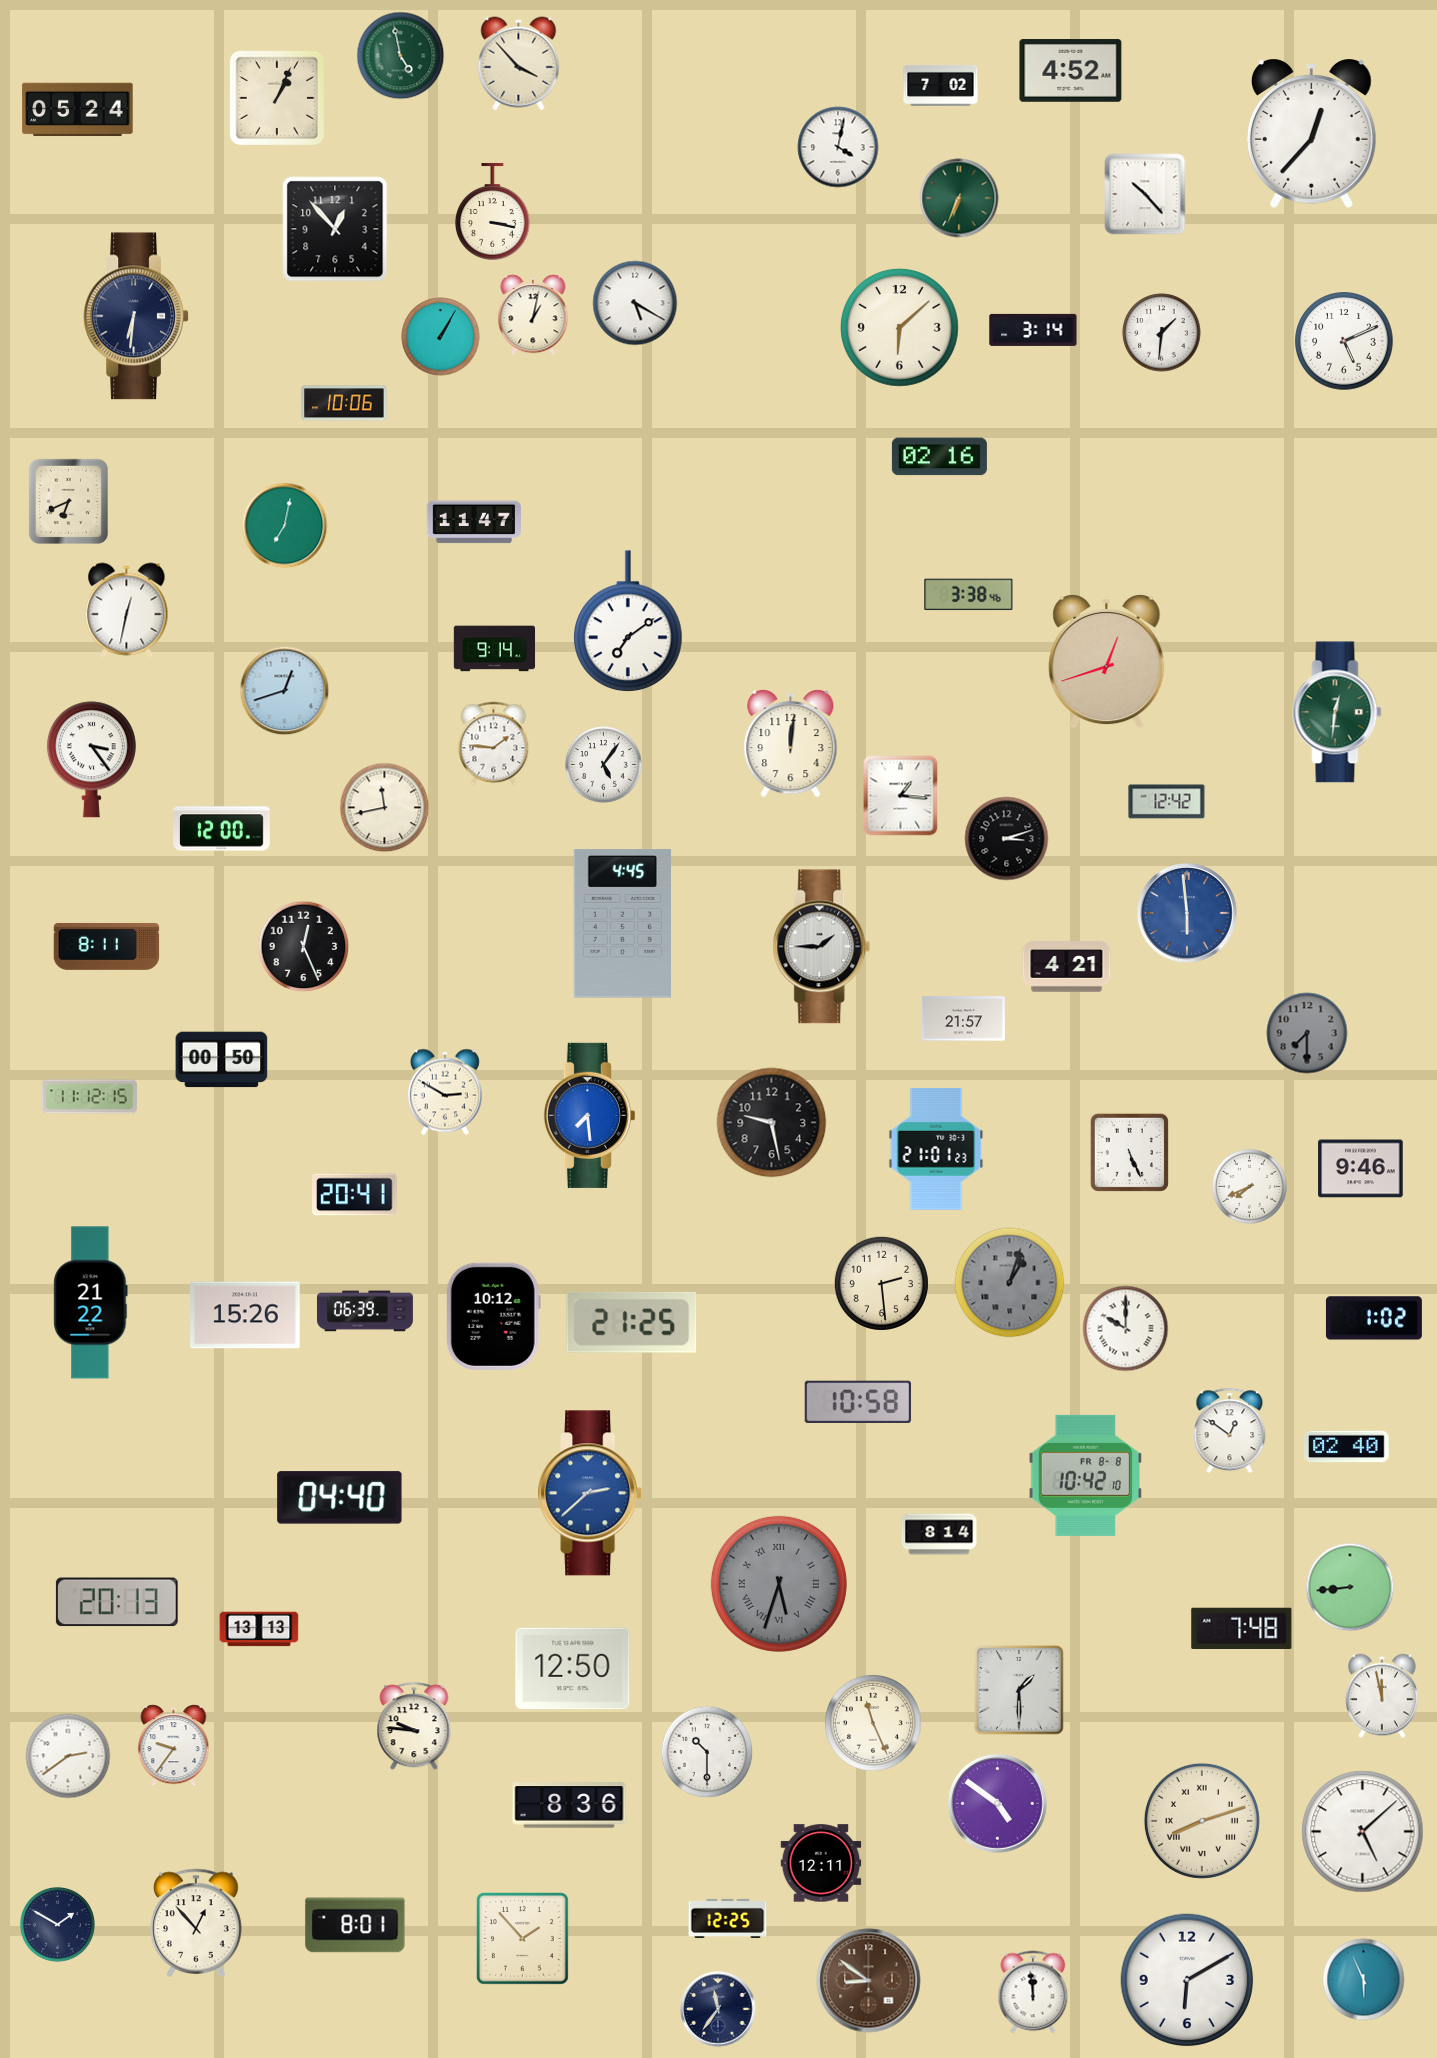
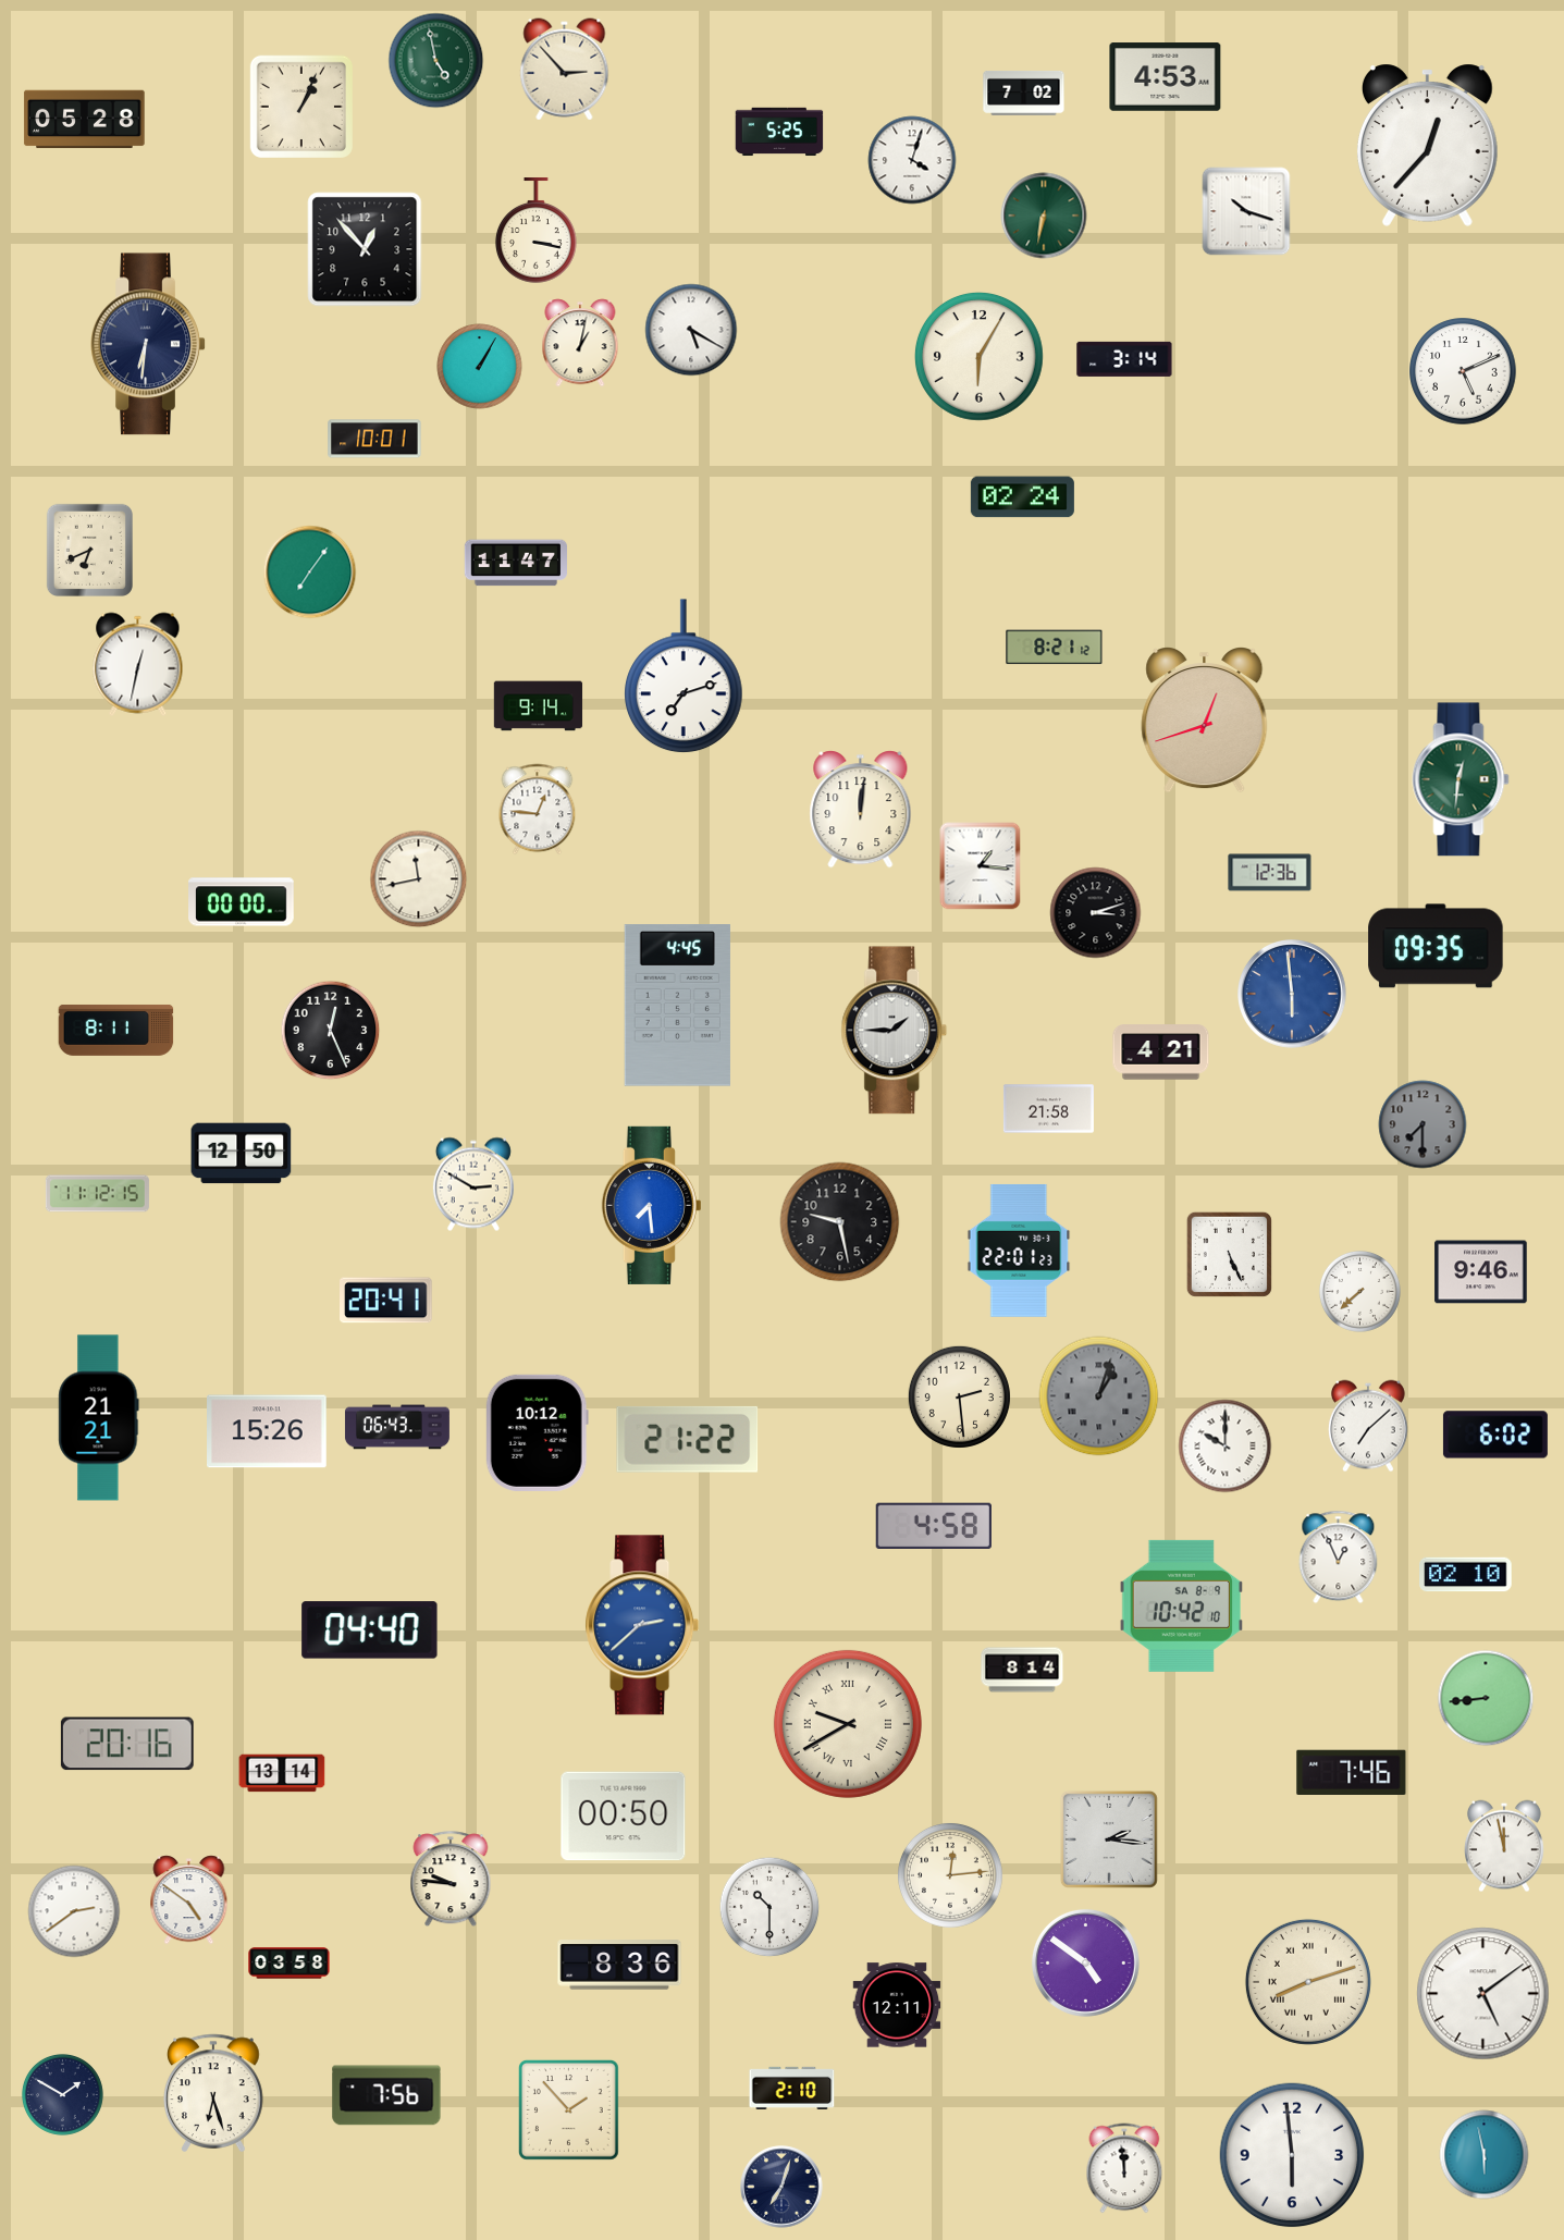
clock at (519, 64): 3:53 -> 2:53
clock at (1071, 71): 4:52 -> 4:53
clock at (78, 110): 05:24 -> 05:28
clock at (779, 132): none -> 5:25
clock at (838, 147): 4:02 -> 4:03
clock at (1145, 194): 10:23 -> 10:18
clock at (959, 198): 6:34 -> 6:32
clock at (899, 327): 6:08 -> 6:05
clock at (1162, 333): 1:31 -> none
clock at (344, 403): 10:06 -> 10:01
clock at (939, 457): 02:16 -> 02:24
clock at (68, 501) position: (68, 501) -> (89, 550)
clock at (474, 522) position: (474, 522) -> (516, 563)
clock at (285, 526): 7:02 -> 7:06
clock at (969, 595): 3:38 -> 8:21
clock at (629, 622): 7:09 -> 7:12
clock at (285, 691): 12:42 -> none
clock at (1337, 712) position: (1337, 712) -> (1461, 779)
clock at (494, 744): 1:46 -> 12:46
clock at (91, 760): 3:24 -> none
clock at (604, 765): 5:06 -> none
clock at (1167, 802): 12:42 -> 12:36
clock at (222, 829): 12:00 -> 00:00
clock at (1436, 946): none -> 09:35
clock at (963, 1019): 21:57 -> 21:58
clock at (222, 1060): 00:50 -> 12:50
clock at (445, 1092) position: (445, 1092) -> (473, 1184)
clock at (589, 1115) position: (589, 1115) -> (651, 1205)
clock at (936, 1149): 21:01 -> 22:01
clock at (1249, 1186): 7:41 -> 7:38
clock at (91, 1303): 21:22 -> 21:21
clock at (1369, 1426): none -> 7:08
clock at (365, 1311): 06:39 -> 06:43
clock at (1374, 1318): 1:02 -> 6:02
clock at (632, 1322): 21:25 -> 21:22
clock at (858, 1401): 10:58 -> 4:58
clock at (1230, 1431): 12:51 -> 12:56
clock at (1347, 1447): 02:40 -> 02:10
clock at (1086, 1475) date: FR 8-8 -> SA 8-9
clock at (779, 1584): 5:33 -> 9:40
clock at (779, 1584) dial: grey -> cream
clock at (1350, 1587) position: (1350, 1587) -> (1486, 1698)
clock at (117, 1602): 20:13 -> 20:16
clock at (1242, 1628): 7:48 -> 7:46
clock at (259, 1629): 13:13 -> 13:14
clock at (573, 1669): 12:50 -> 00:50
clock at (1019, 1690): 1:30 -> 2:16
clock at (873, 1723): 11:26 -> 12:14
clock at (174, 1746): 9:36 -> 4:51
clock at (290, 1964): none -> 03:58
clock at (1363, 1832): 5:08 -> 5:09
clock at (821, 1863) position: (821, 1863) -> (897, 2005)
clock at (728, 1918): 12:25 -> 2:10
clock at (196, 1923): 12:53 -> 6:27
clock at (355, 1925): 8:01 -> 7:56
clock at (1187, 1980): 6:10 -> 5:59
clock at (1364, 1980): 5:56 -> 5:58
clock at (869, 1981): 8:51 -> none
clock at (718, 2009): 11:36 -> 7:03
